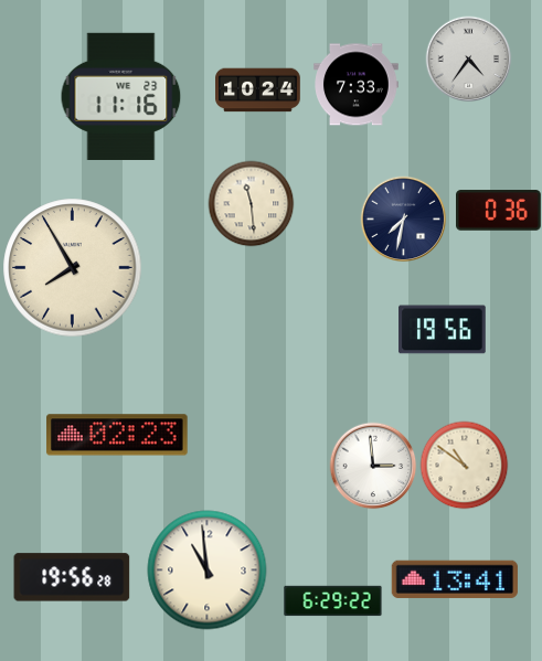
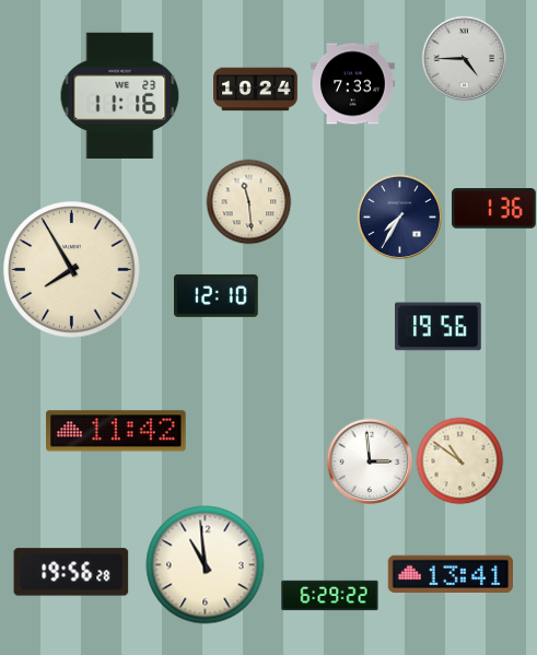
clock at (468, 58): 4:36 -> 4:45
clock at (499, 211): 0:36 -> 1:36
clock at (403, 218): 7:32 -> 7:35
clock at (73, 268) position: (73, 268) -> (72, 270)
clock at (217, 295): none -> 12:10
clock at (117, 435): 02:23 -> 11:42
